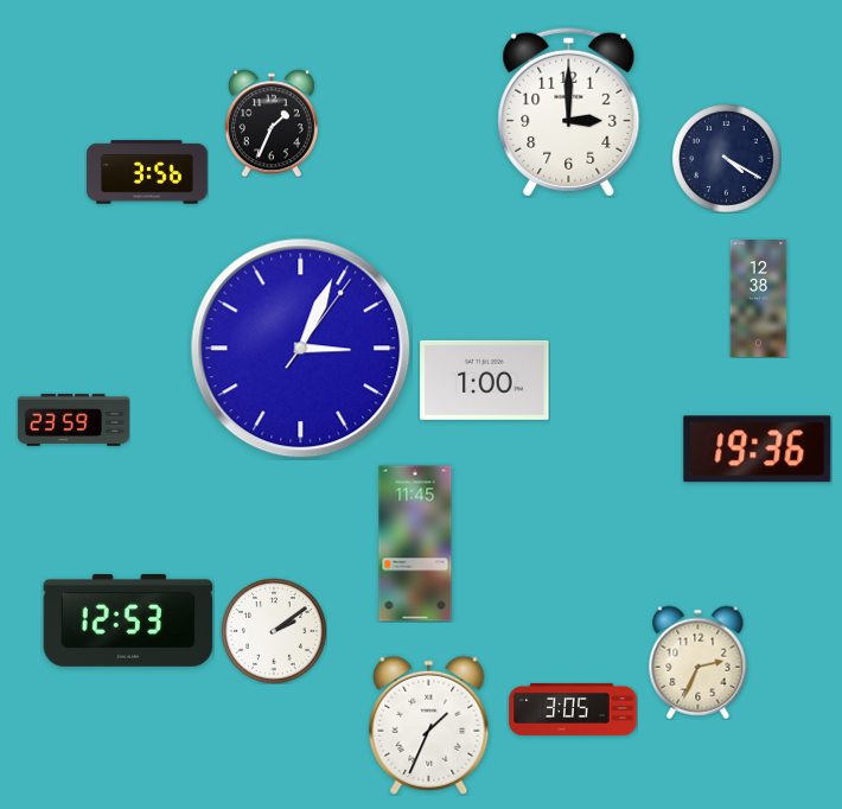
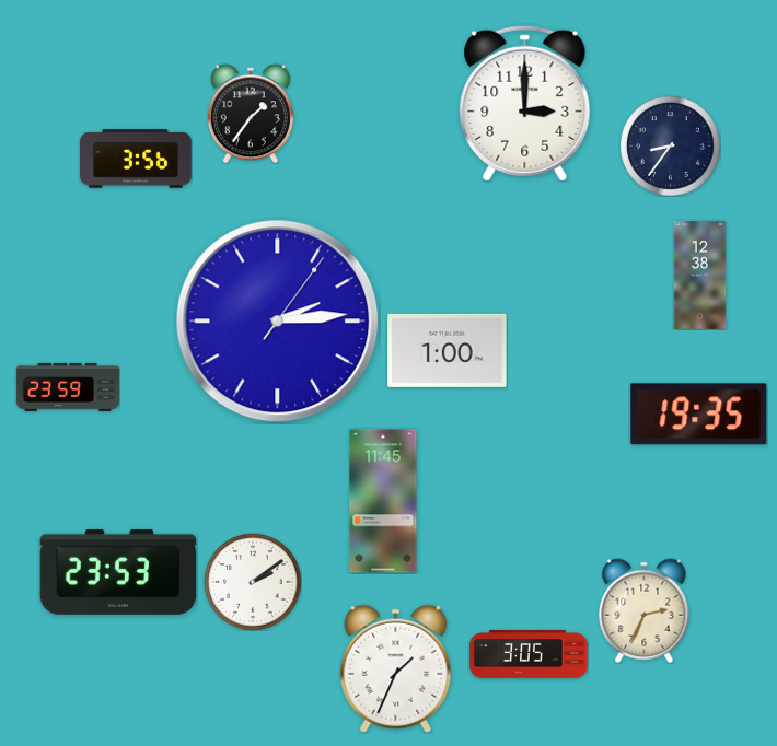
clock at (272, 123): 1:34 -> 1:36
clock at (726, 158): 4:20 -> 8:36
clock at (301, 349): 3:04 -> 2:14
clock at (758, 450): 19:36 -> 19:35
clock at (128, 620): 12:53 -> 23:53
